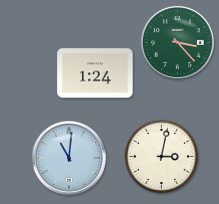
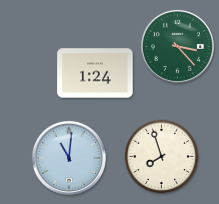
clock at (177, 42) position: (177, 42) -> (177, 46)
clock at (162, 157): 3:02 -> 7:57
